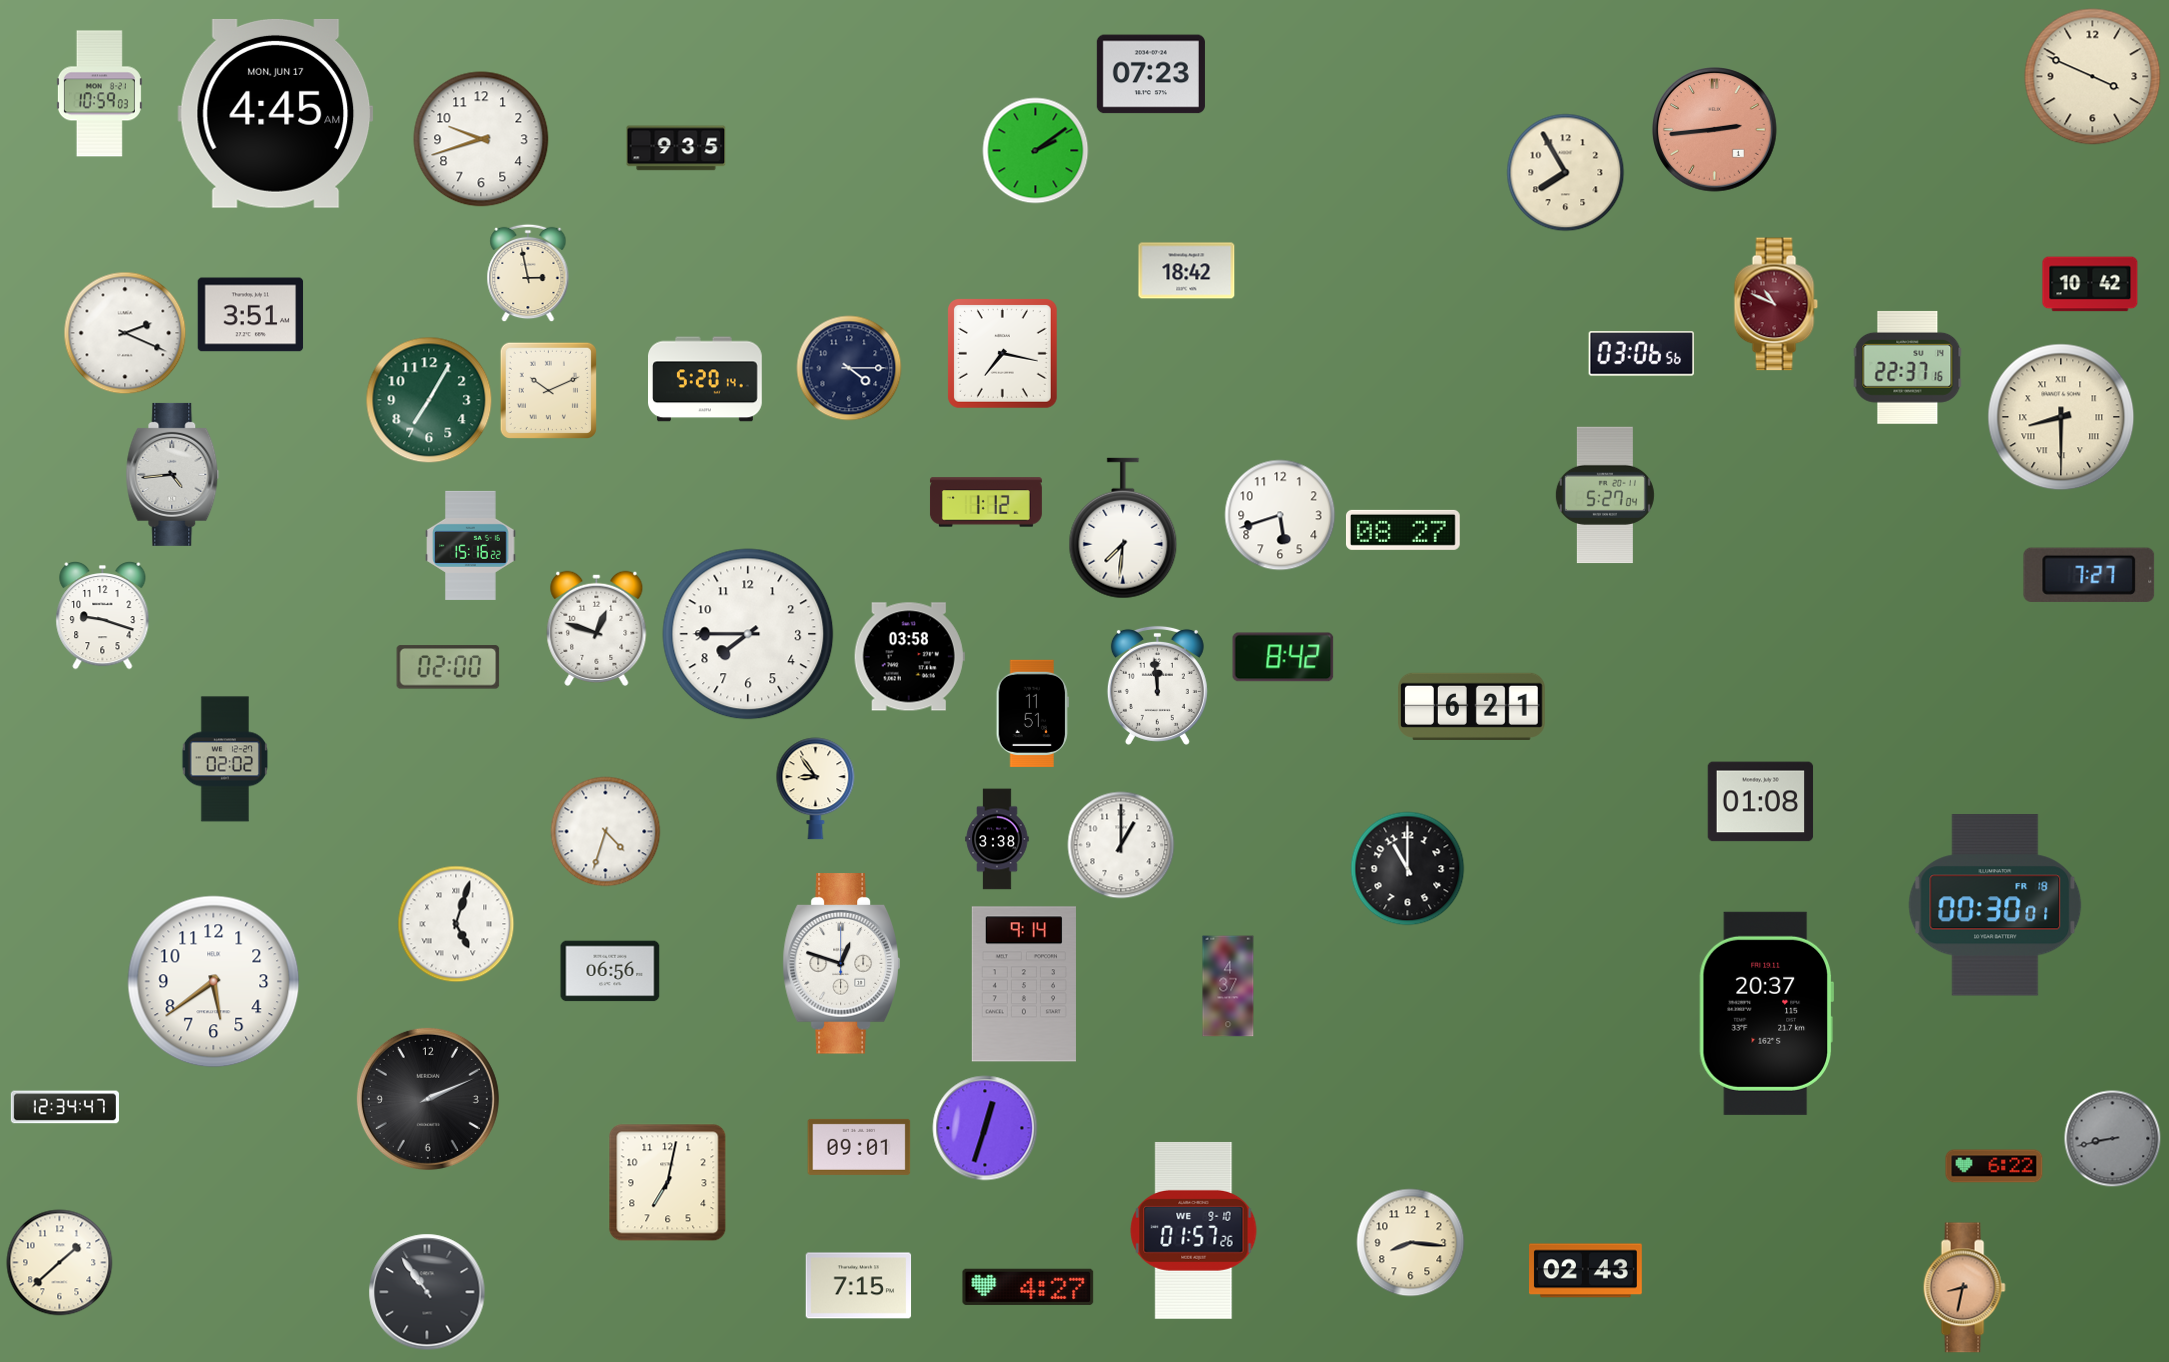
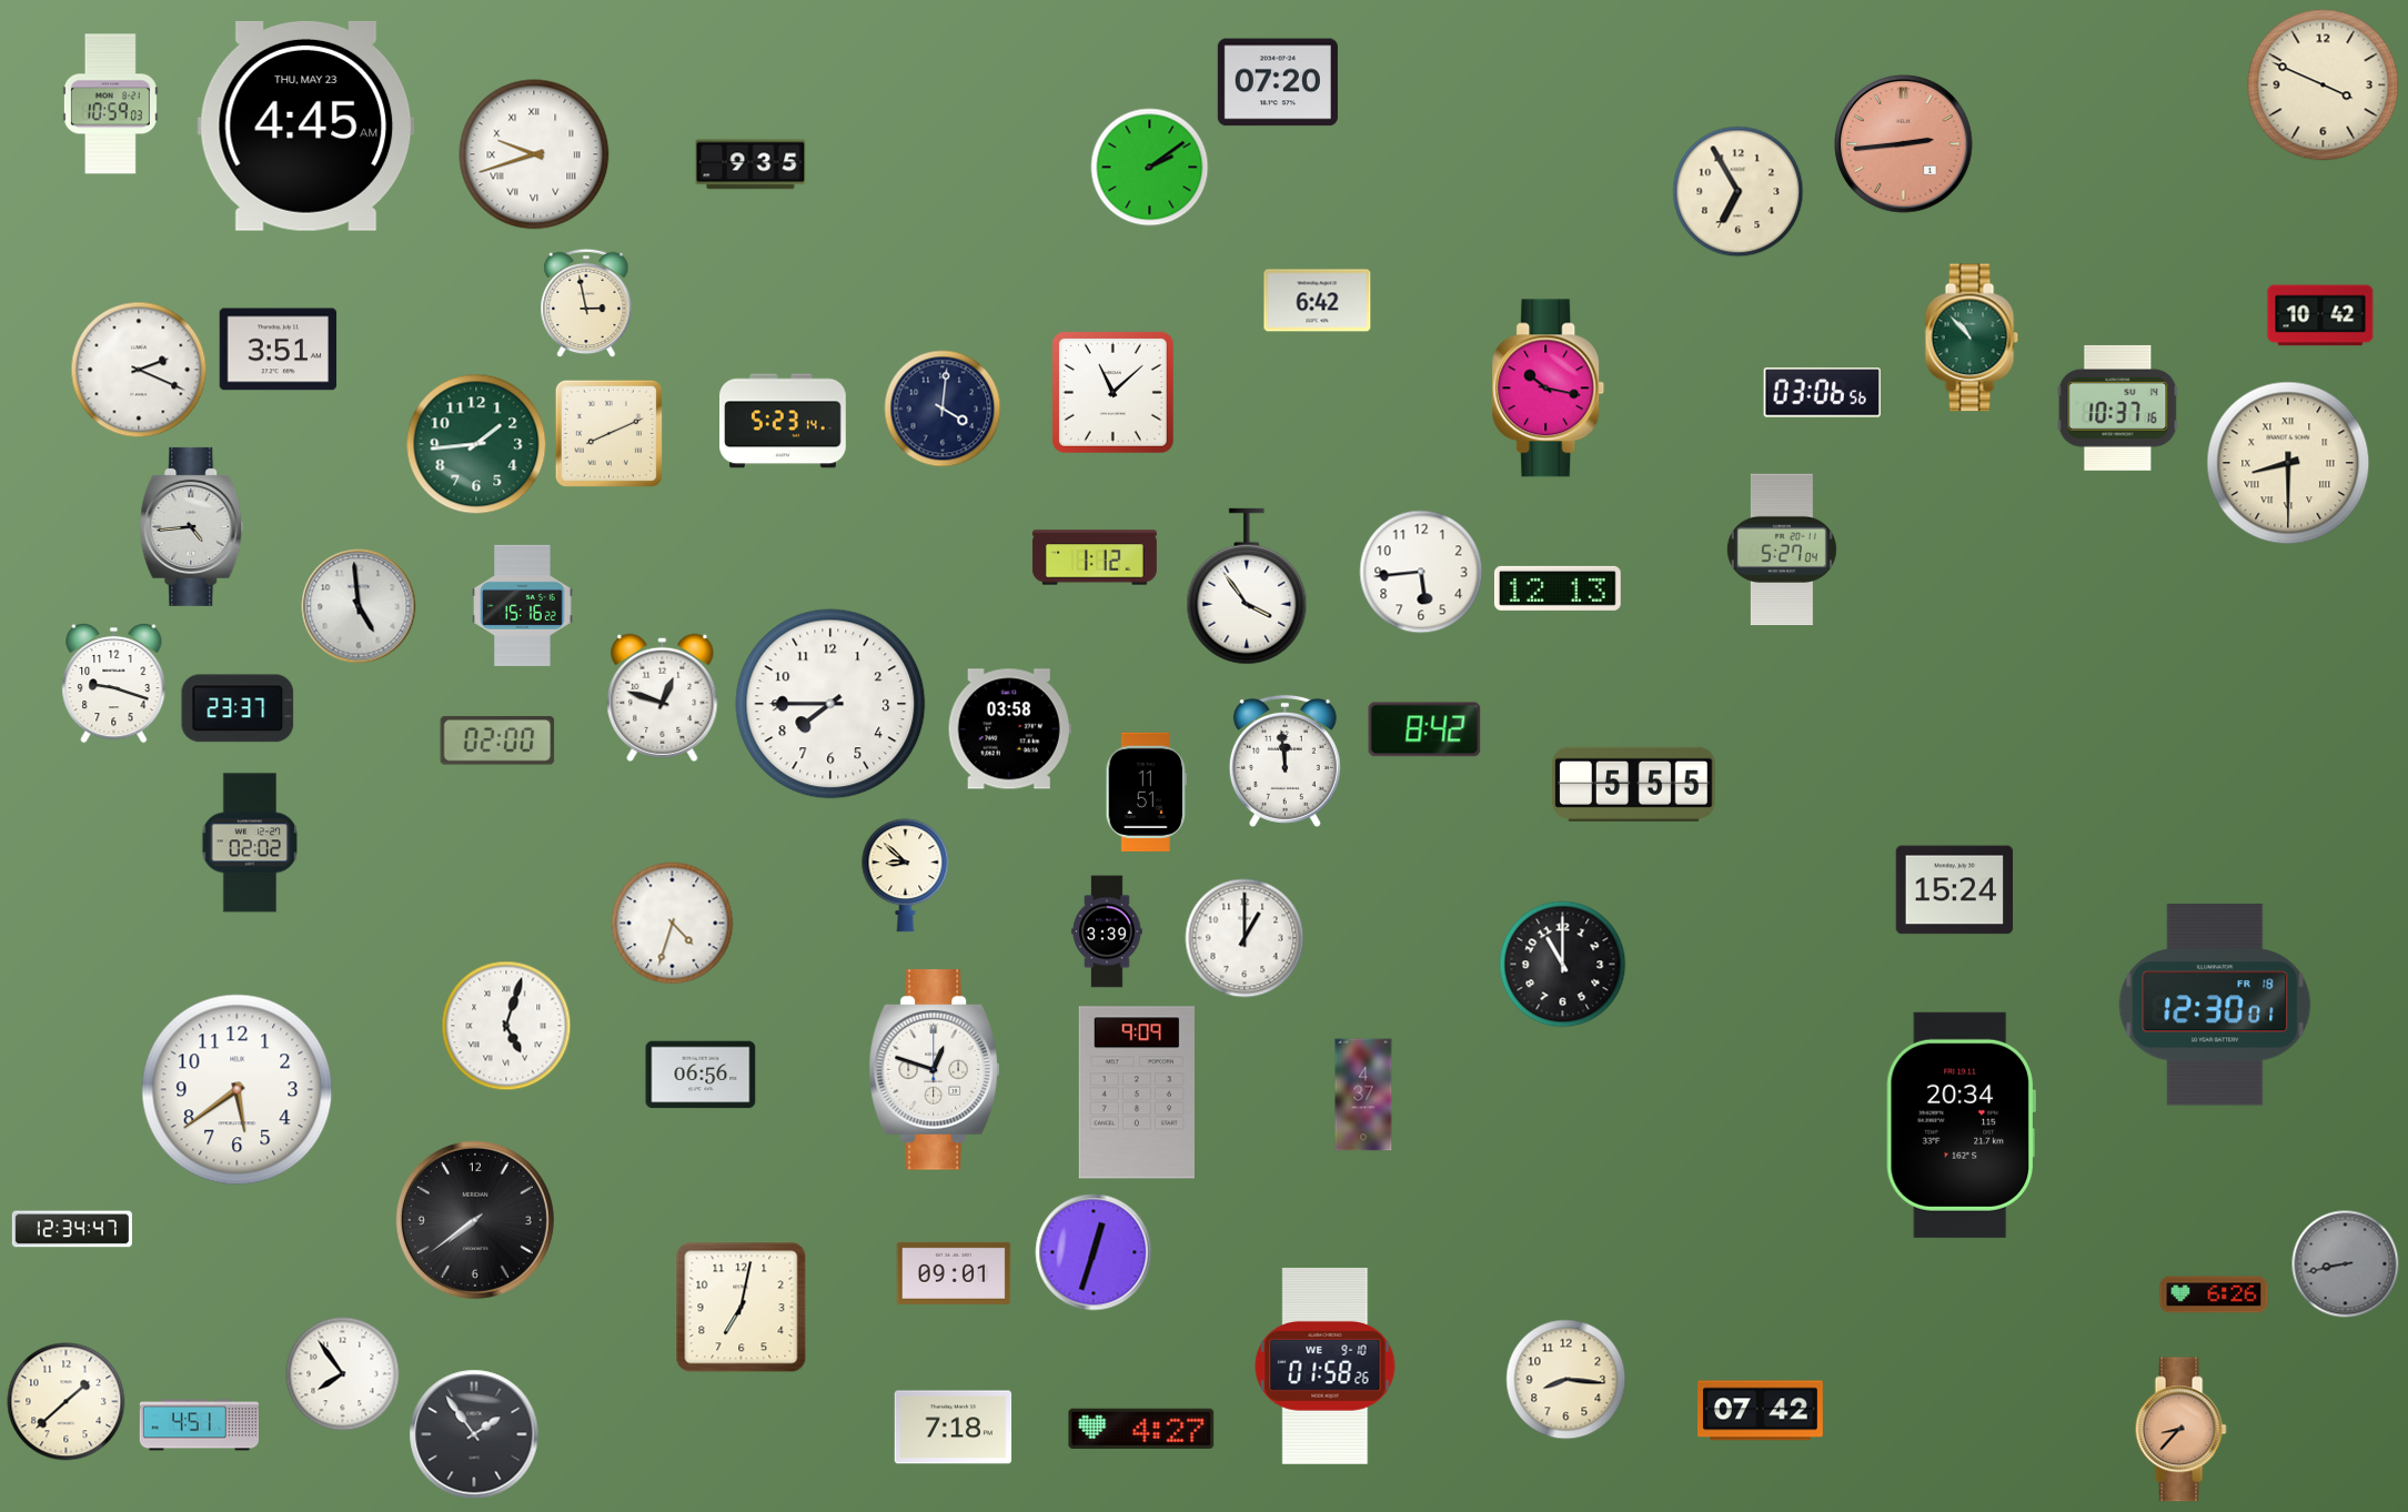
clock at (1151, 74): 07:23 -> 07:20
clock at (276, 113) date: MON, JUN 17 -> THU, MAY 23
clock at (481, 139) numerals: Arabic -> Roman
clock at (1566, 173): 7:55 -> 6:55
clock at (1187, 271): 18:42 -> 6:42
clock at (1776, 304): 10:49 -> 10:53
clock at (1776, 304) dial: burgundy -> green
clock at (1549, 389): none -> 10:17
clock at (1003, 354): 7:17 -> 11:08
clock at (1908, 367): 22:37 -> 10:37
clock at (849, 368): 4:15 -> 4:01
clock at (706, 379): 5:20 -> 5:23
clock at (548, 390): 10:11 -> 8:11
clock at (429, 400): 7:05 -> 1:44
clock at (1280, 515): 5:42 -> 5:44
clock at (1123, 528): 7:31 -> 3:54
clock at (1403, 530): 08:27 -> 12:13
clock at (359, 606): none -> 4:59
clock at (2089, 575): 7:27 -> none
clock at (238, 708): none -> 23:37
clock at (1472, 706): 6:21 -> 5:55
clock at (816, 789): 8:54 -> 8:52
clock at (1761, 802): 01:08 -> 15:24
clock at (997, 839): 3:38 -> 3:39
clock at (1995, 905): 00:30 -> 12:30
clock at (610, 971) position: (610, 971) -> (701, 1075)
clock at (1024, 984): 9:14 -> 9:09
clock at (1766, 1013): 20:37 -> 20:34
clock at (428, 1099): 2:11 -> 7:39
clock at (1994, 1166): 6:22 -> 6:26
clock at (668, 1183) position: (668, 1183) -> (742, 1308)
clock at (1194, 1230): 01:57 -> 01:58
clock at (343, 1374): none -> 7:54
clock at (1586, 1271): 02:43 -> 07:42
clock at (199, 1425): none -> 4:51
clock at (859, 1286): 7:15 -> 7:18
clock at (1964, 1288): 8:32 -> 8:37
clock at (427, 1292): 10:54 -> 1:54
